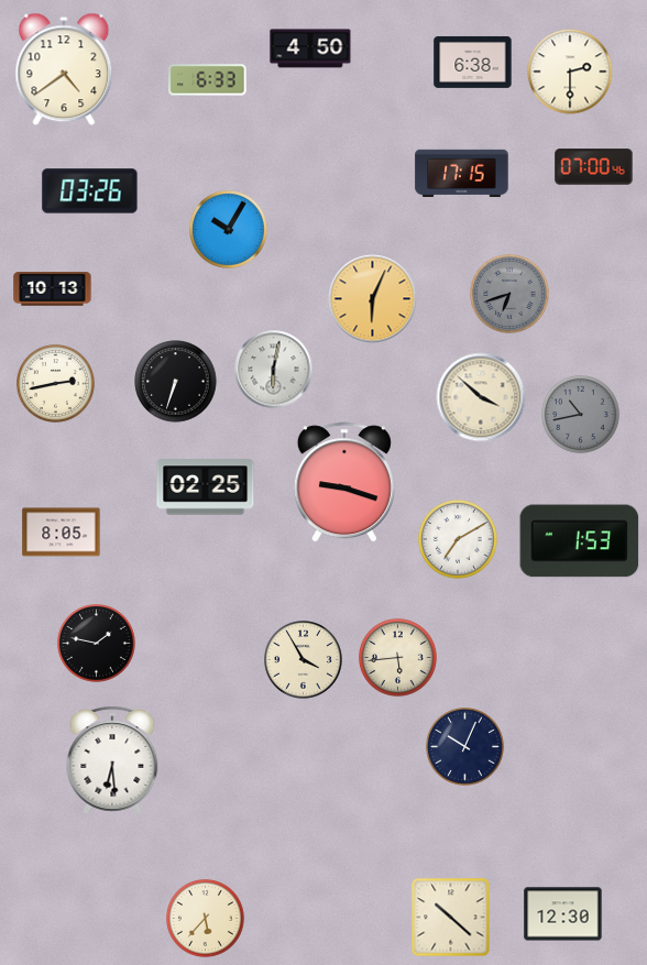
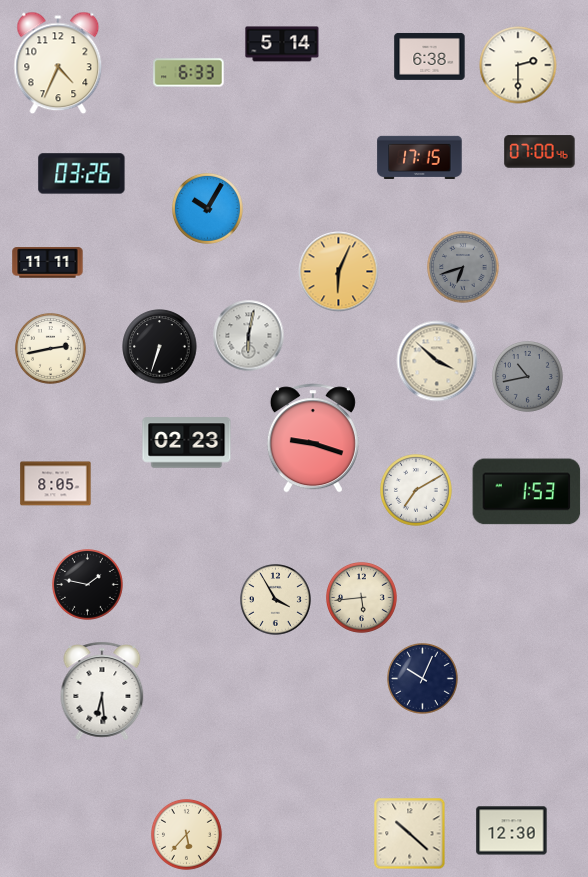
clock at (310, 48): 4:50 -> 5:14
clock at (64, 69): 4:39 -> 4:34
clock at (53, 289): 10:13 -> 11:11
clock at (206, 487): 02:25 -> 02:23
